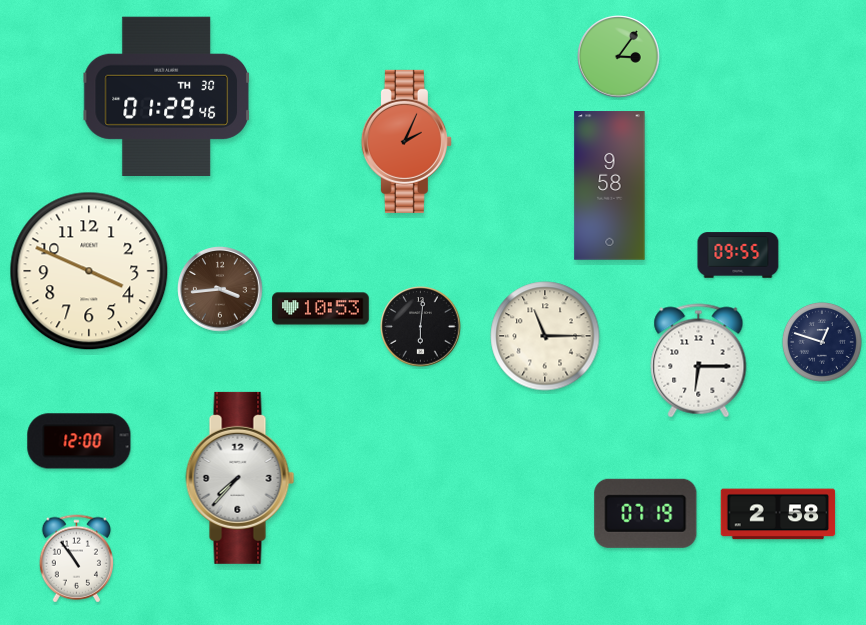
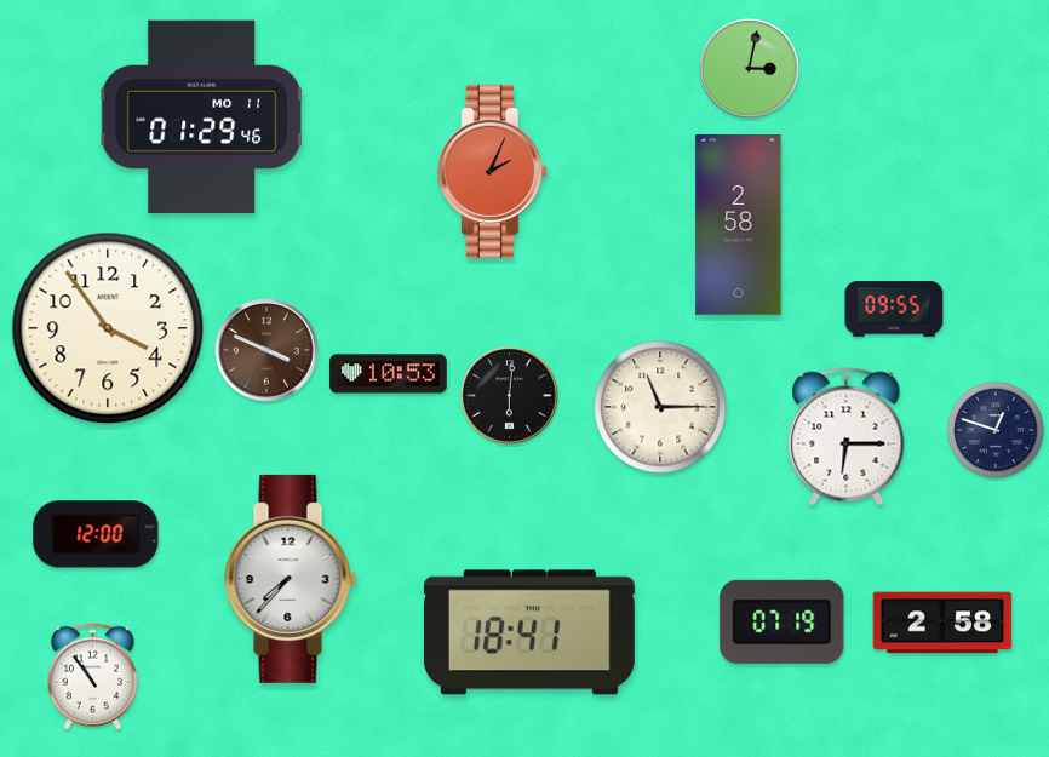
clock at (619, 57): 3:06 -> 3:02
clock at (166, 96) date: TH 30 -> MO 11
clock at (610, 186): 9:58 -> 2:58
clock at (89, 271): 3:49 -> 3:54
clock at (220, 289): 3:44 -> 3:49
clock at (822, 342) position: (822, 342) -> (996, 430)
clock at (529, 632): none -> 18:41
